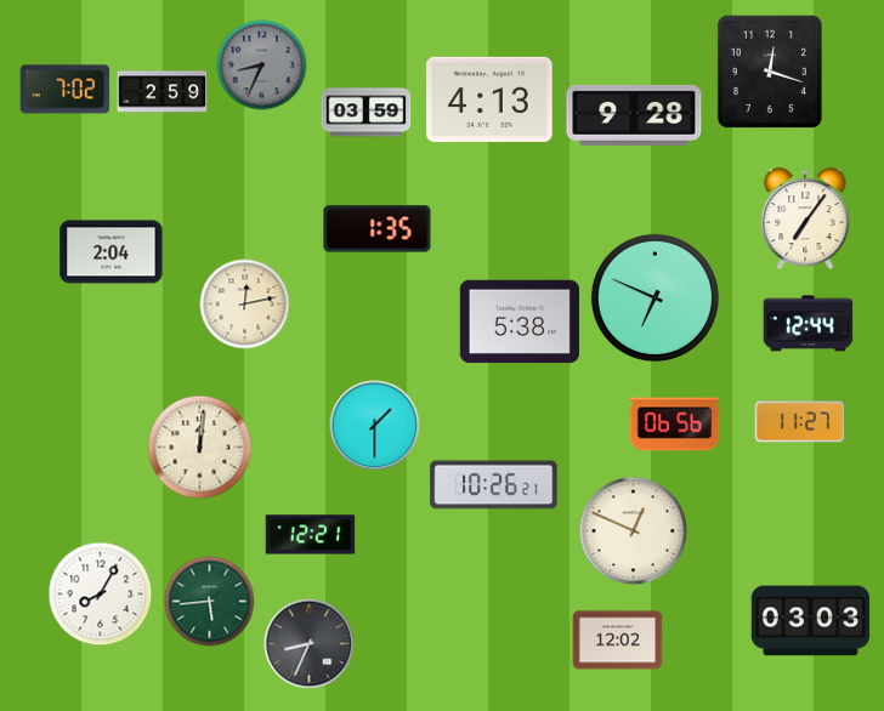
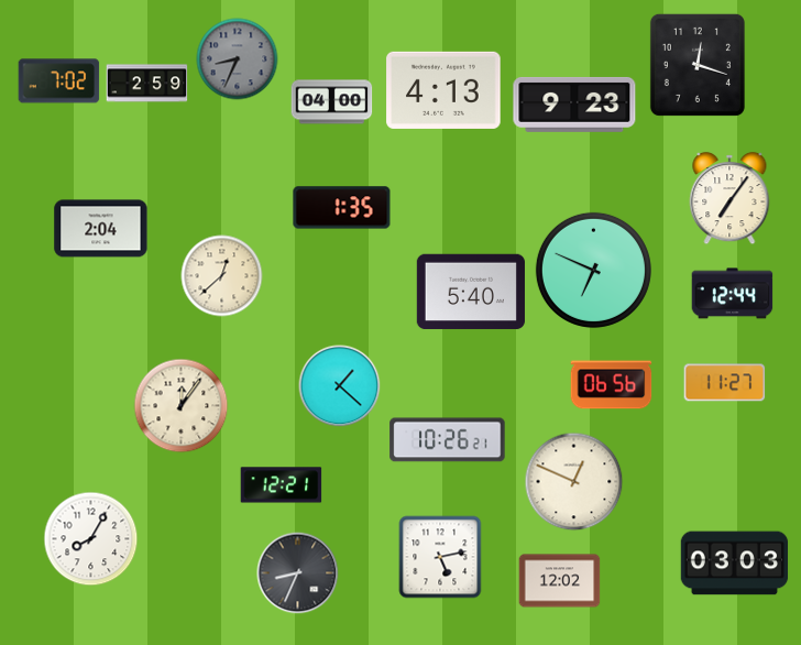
clock at (367, 113): 03:59 -> 04:00
clock at (634, 115): 9:28 -> 9:23
clock at (245, 305): 12:13 -> 12:38
clock at (520, 322): 5:38 -> 5:40
clock at (375, 426): 1:30 -> 1:22
clock at (200, 448): 12:01 -> 12:06
clock at (210, 602): 5:44 -> none
clock at (440, 557): none -> 5:13
clock at (310, 644) position: (310, 644) -> (298, 573)
